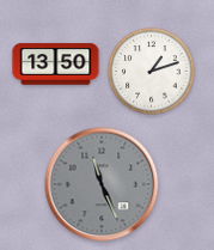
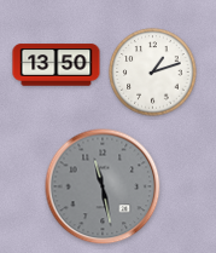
clock at (102, 184): 11:26 -> 11:28
